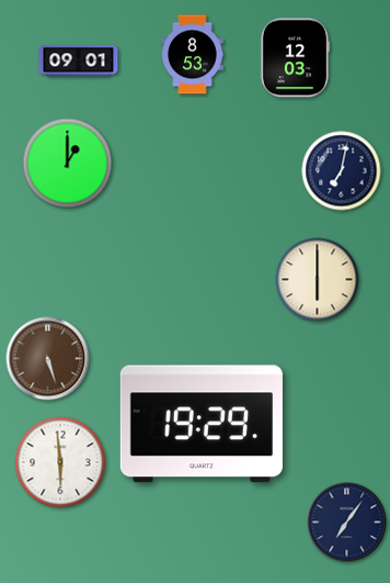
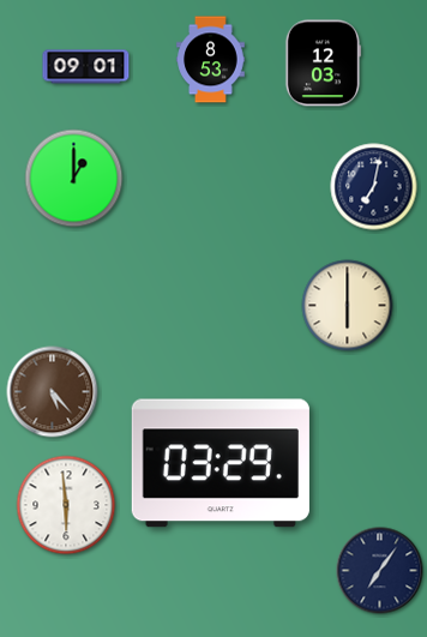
clock at (48, 359): 5:27 -> 5:23
clock at (202, 424): 19:29 -> 03:29
